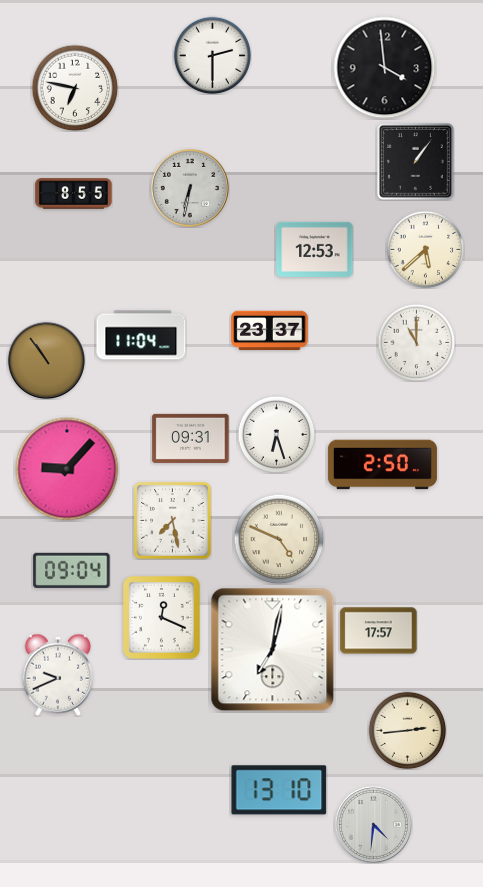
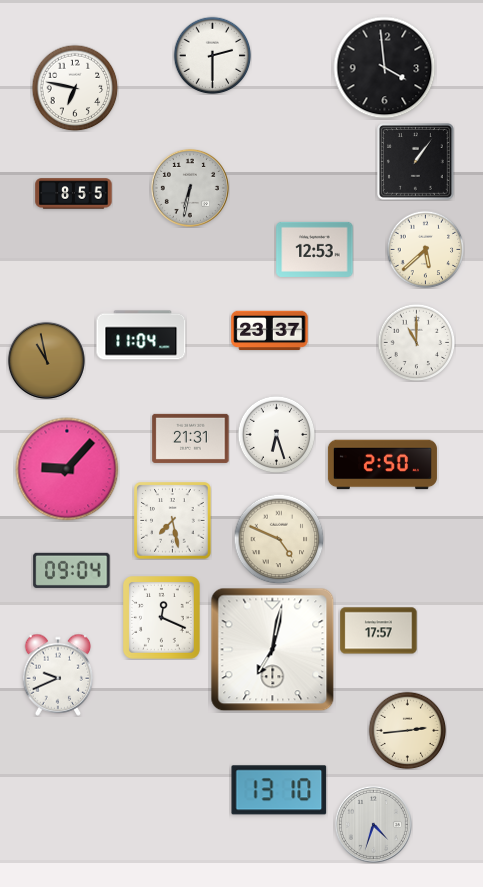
clock at (46, 360): 10:54 -> 10:58
clock at (191, 438): 09:31 -> 21:31
clock at (373, 824): 4:31 -> 4:33
